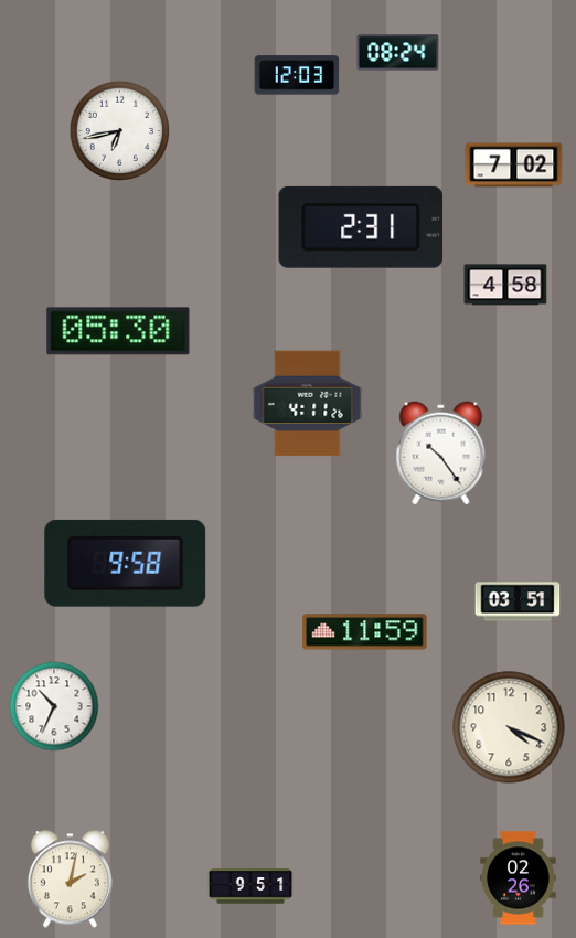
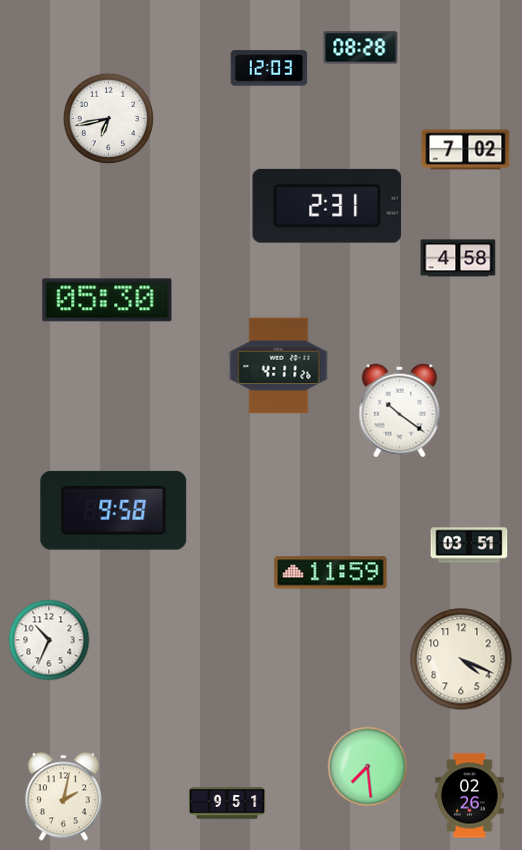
clock at (398, 53): 08:24 -> 08:28
clock at (441, 454): 10:24 -> 10:21
clock at (368, 767): none -> 7:29
